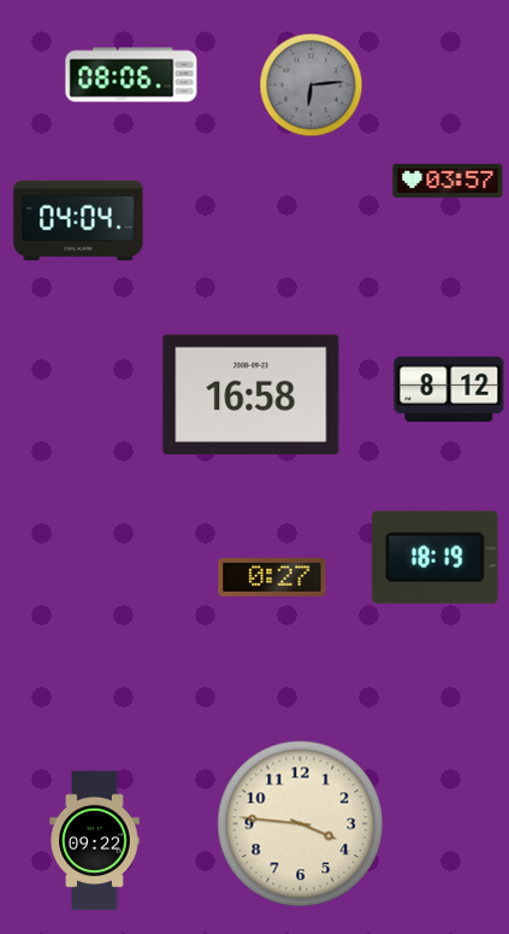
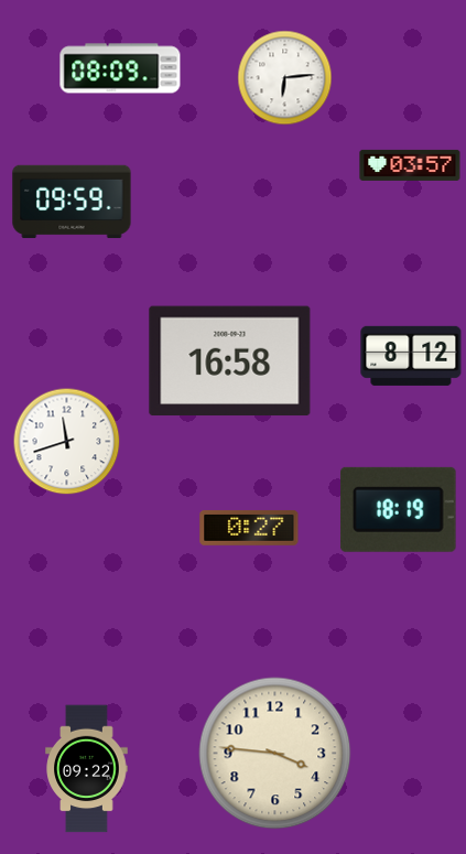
clock at (131, 75): 08:06 -> 08:09
clock at (312, 86) dial: grey -> white
clock at (78, 221): 04:04 -> 09:59
clock at (67, 442): none -> 11:42
